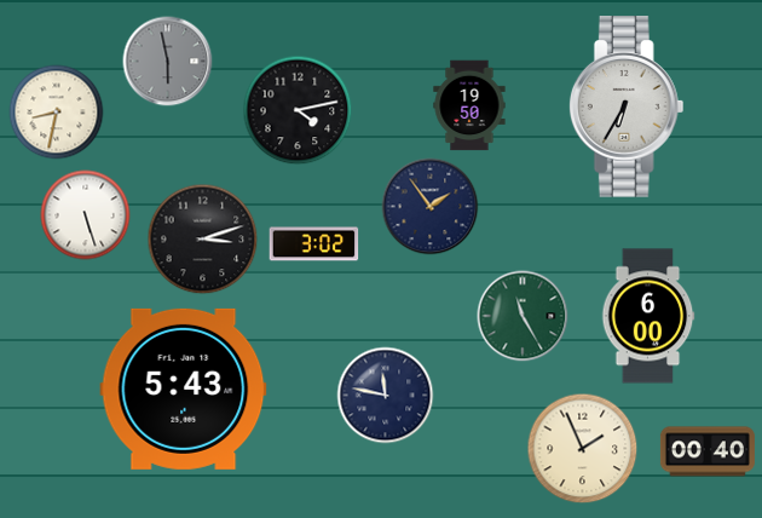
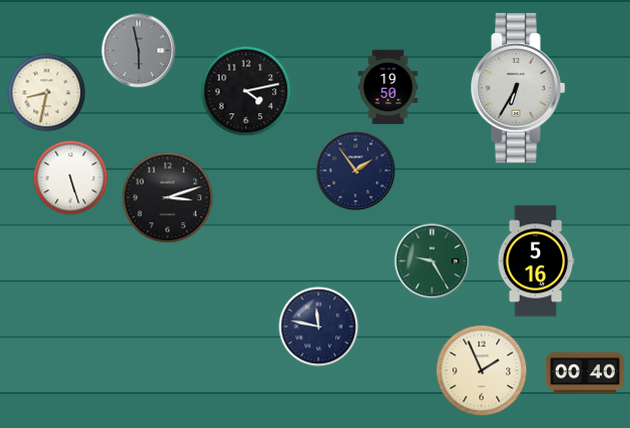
clock at (314, 244): 3:02 -> none
clock at (523, 316): 11:25 -> 9:25
clock at (648, 316): 6:00 -> 5:16
clock at (184, 388): 5:43 -> none
